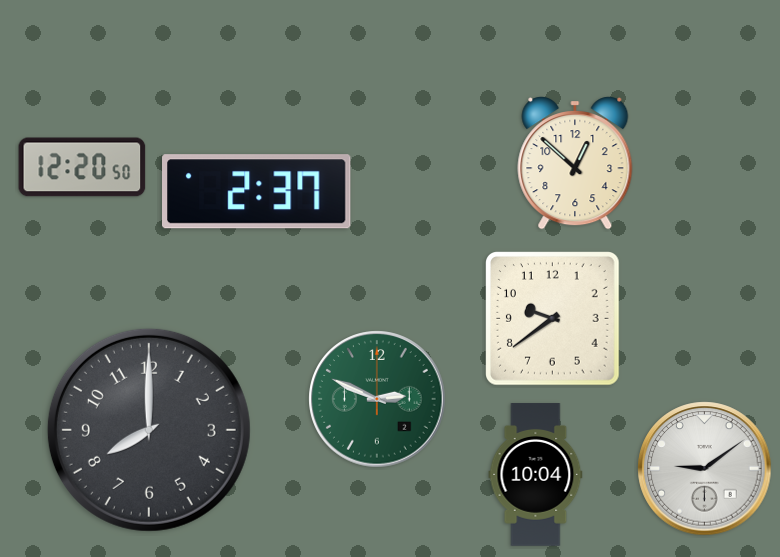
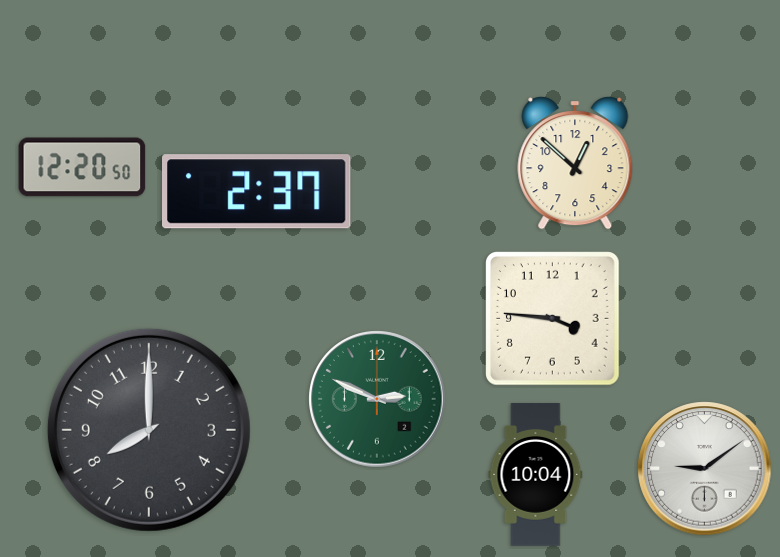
clock at (553, 319): 9:39 -> 3:46
